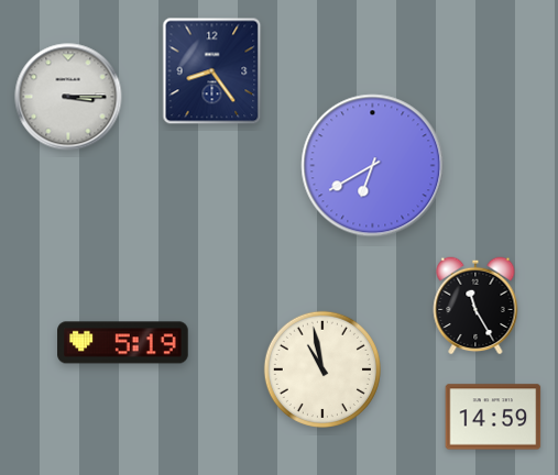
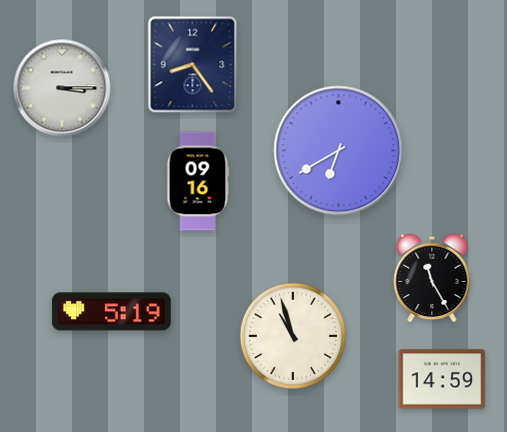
clock at (198, 181): none -> 09:16
clock at (322, 369): 10:58 -> 10:57
clock at (493, 417) position: (493, 417) -> (442, 379)
